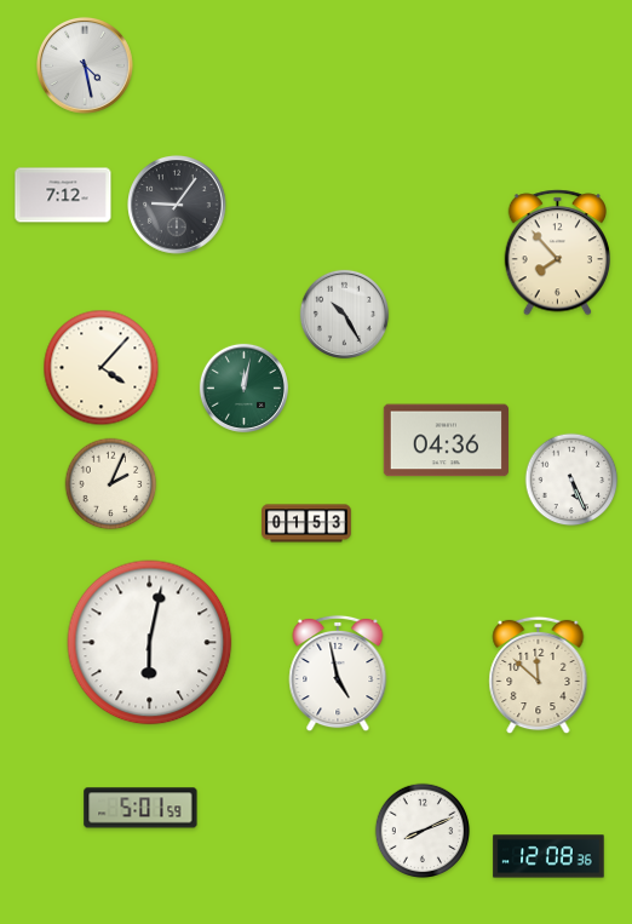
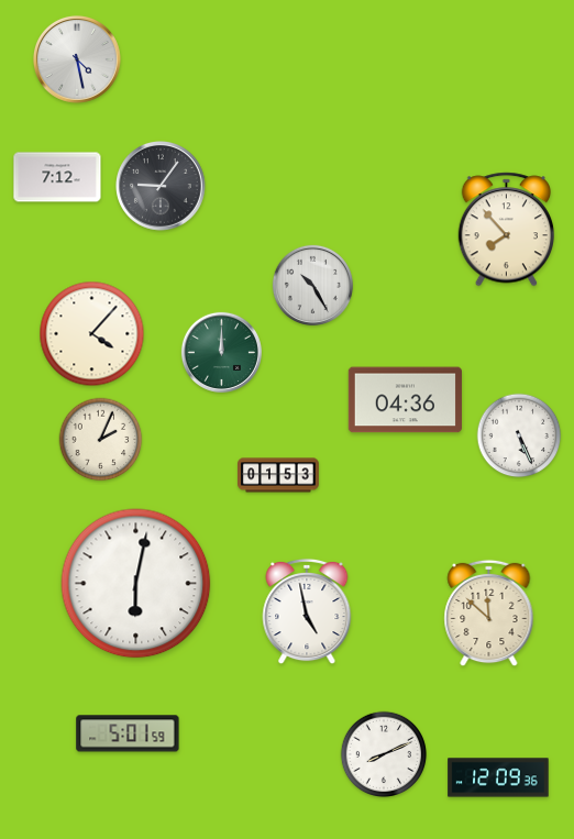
clock at (243, 388): 12:02 -> 12:00
clock at (548, 856): 12:08 -> 12:09
